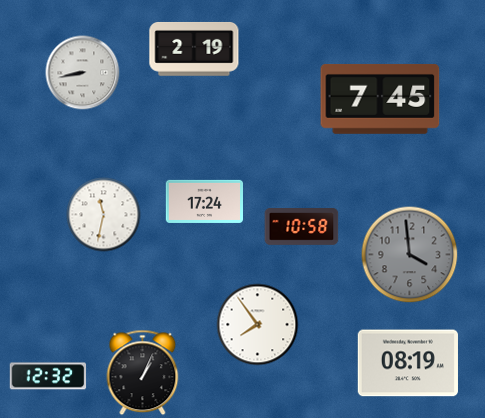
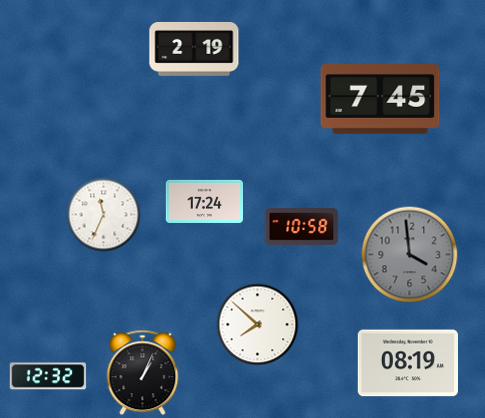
clock at (83, 73): 8:43 -> none
clock at (104, 215): 11:32 -> 11:34
clock at (258, 325): 7:54 -> 7:52
